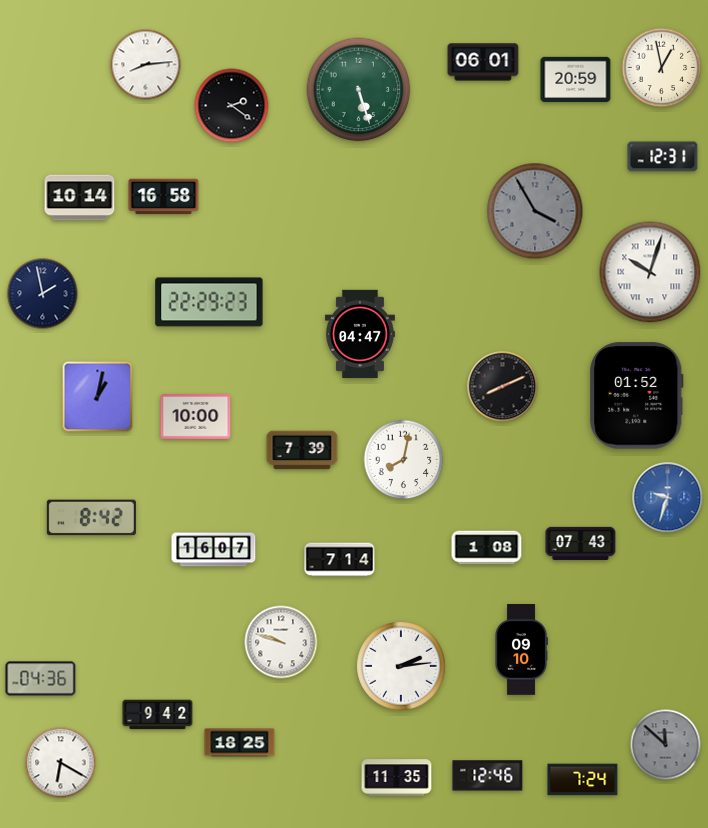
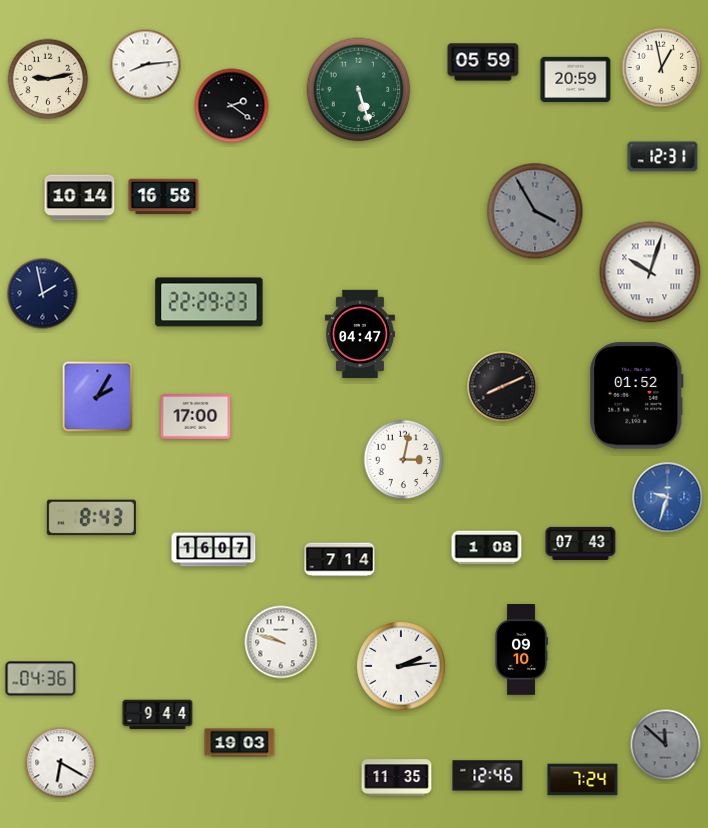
clock at (483, 62): 06:01 -> 05:59
clock at (48, 79): none -> 9:13
clock at (98, 397): 1:02 -> 2:05
clock at (196, 417): 10:00 -> 17:00
clock at (302, 450): 7:39 -> none
clock at (404, 460): 8:02 -> 3:02
clock at (91, 518): 8:42 -> 8:43
clock at (158, 715): 9:42 -> 9:44
clock at (240, 743): 18:25 -> 19:03
